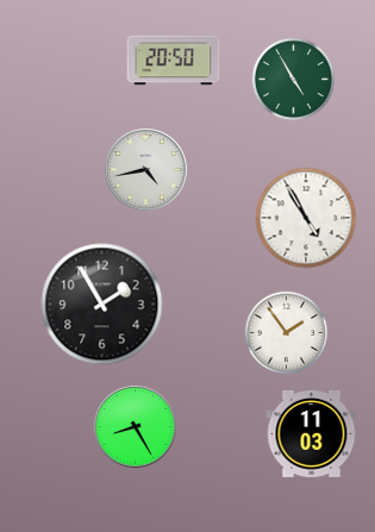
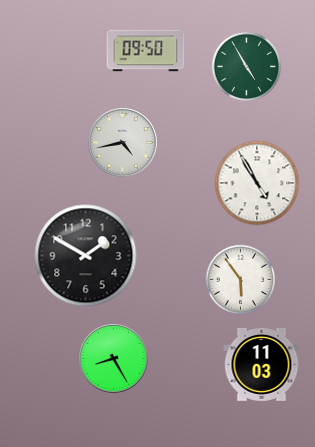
clock at (174, 61): 20:50 -> 09:50
clock at (102, 305): 1:55 -> 1:50
clock at (287, 333): 1:54 -> 5:54
